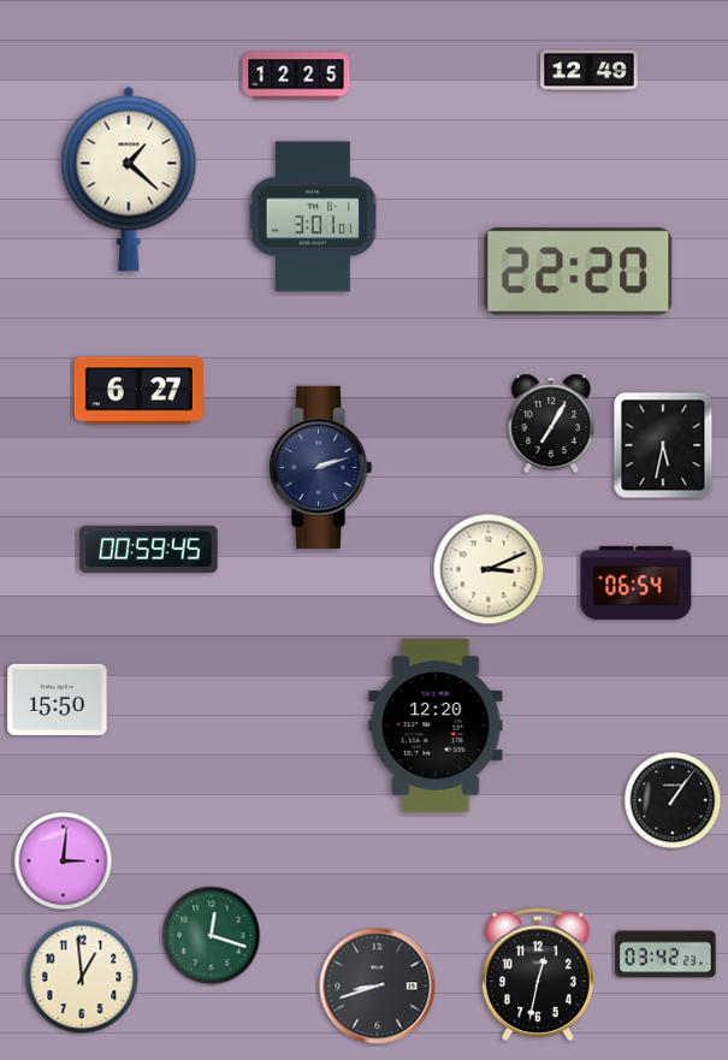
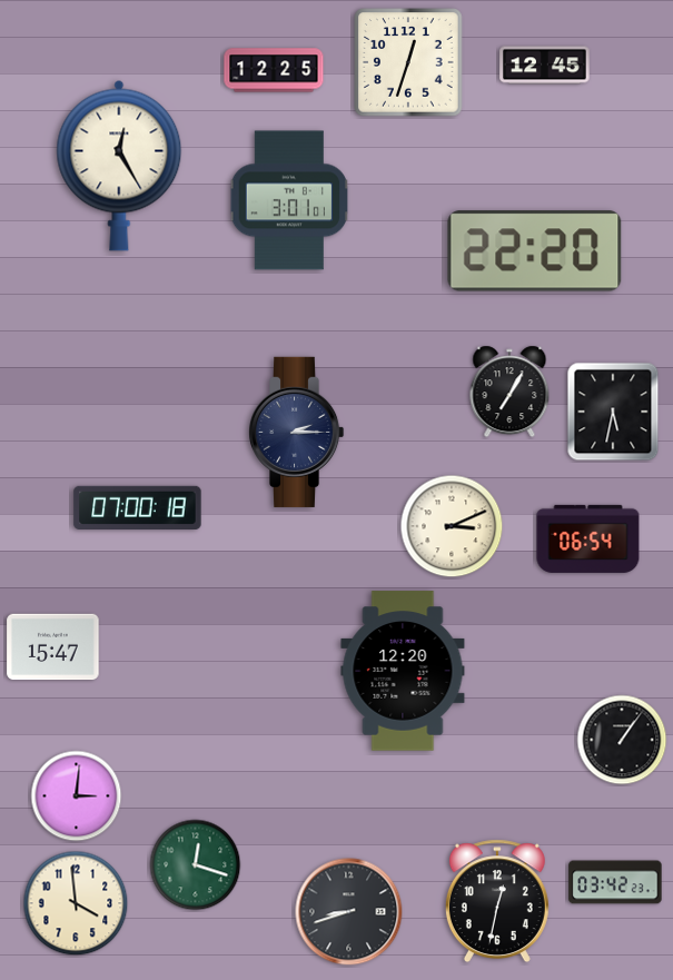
clock at (408, 62): none -> 12:33
clock at (590, 71): 12:49 -> 12:45
clock at (129, 179): 1:22 -> 12:25
clock at (138, 391): 6:27 -> none
clock at (320, 467): 2:12 -> 2:15
clock at (149, 549): 00:59 -> 07:00
clock at (58, 700): 15:50 -> 15:47
clock at (64, 861) position: (64, 861) -> (77, 796)
clock at (82, 977): 12:59 -> 3:59
